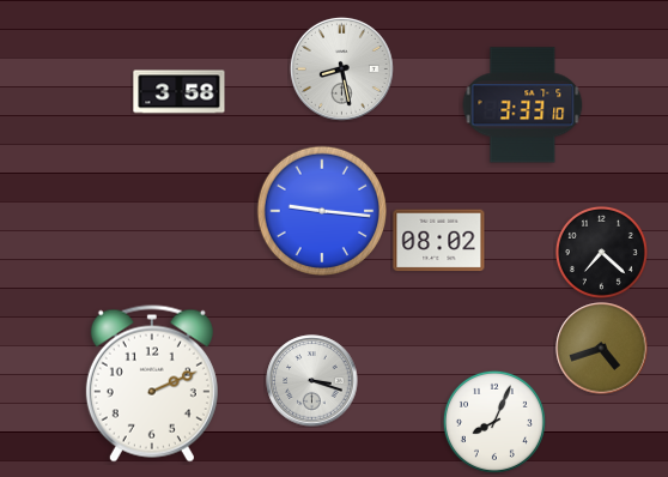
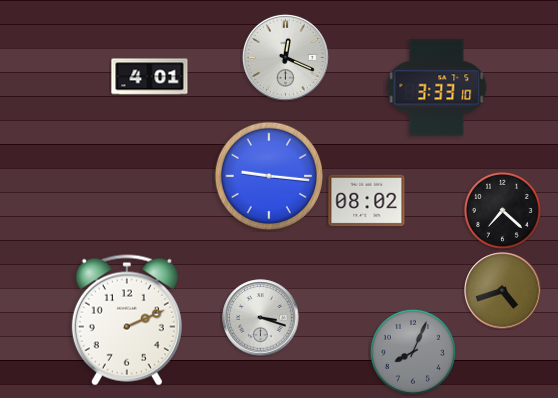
clock at (341, 68): 8:28 -> 12:19
clock at (180, 92): 3:58 -> 4:01
clock at (494, 422) dial: white -> grey
